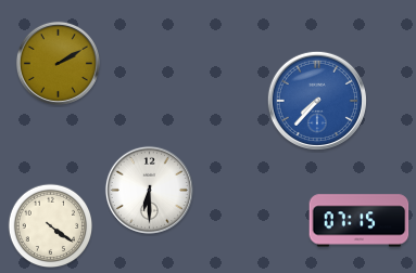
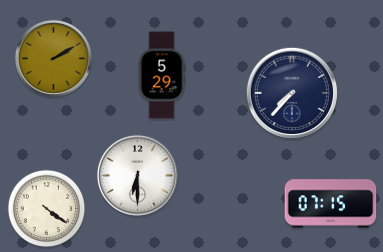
clock at (162, 75): none -> 5:29
clock at (317, 101) dial: blue -> navy
